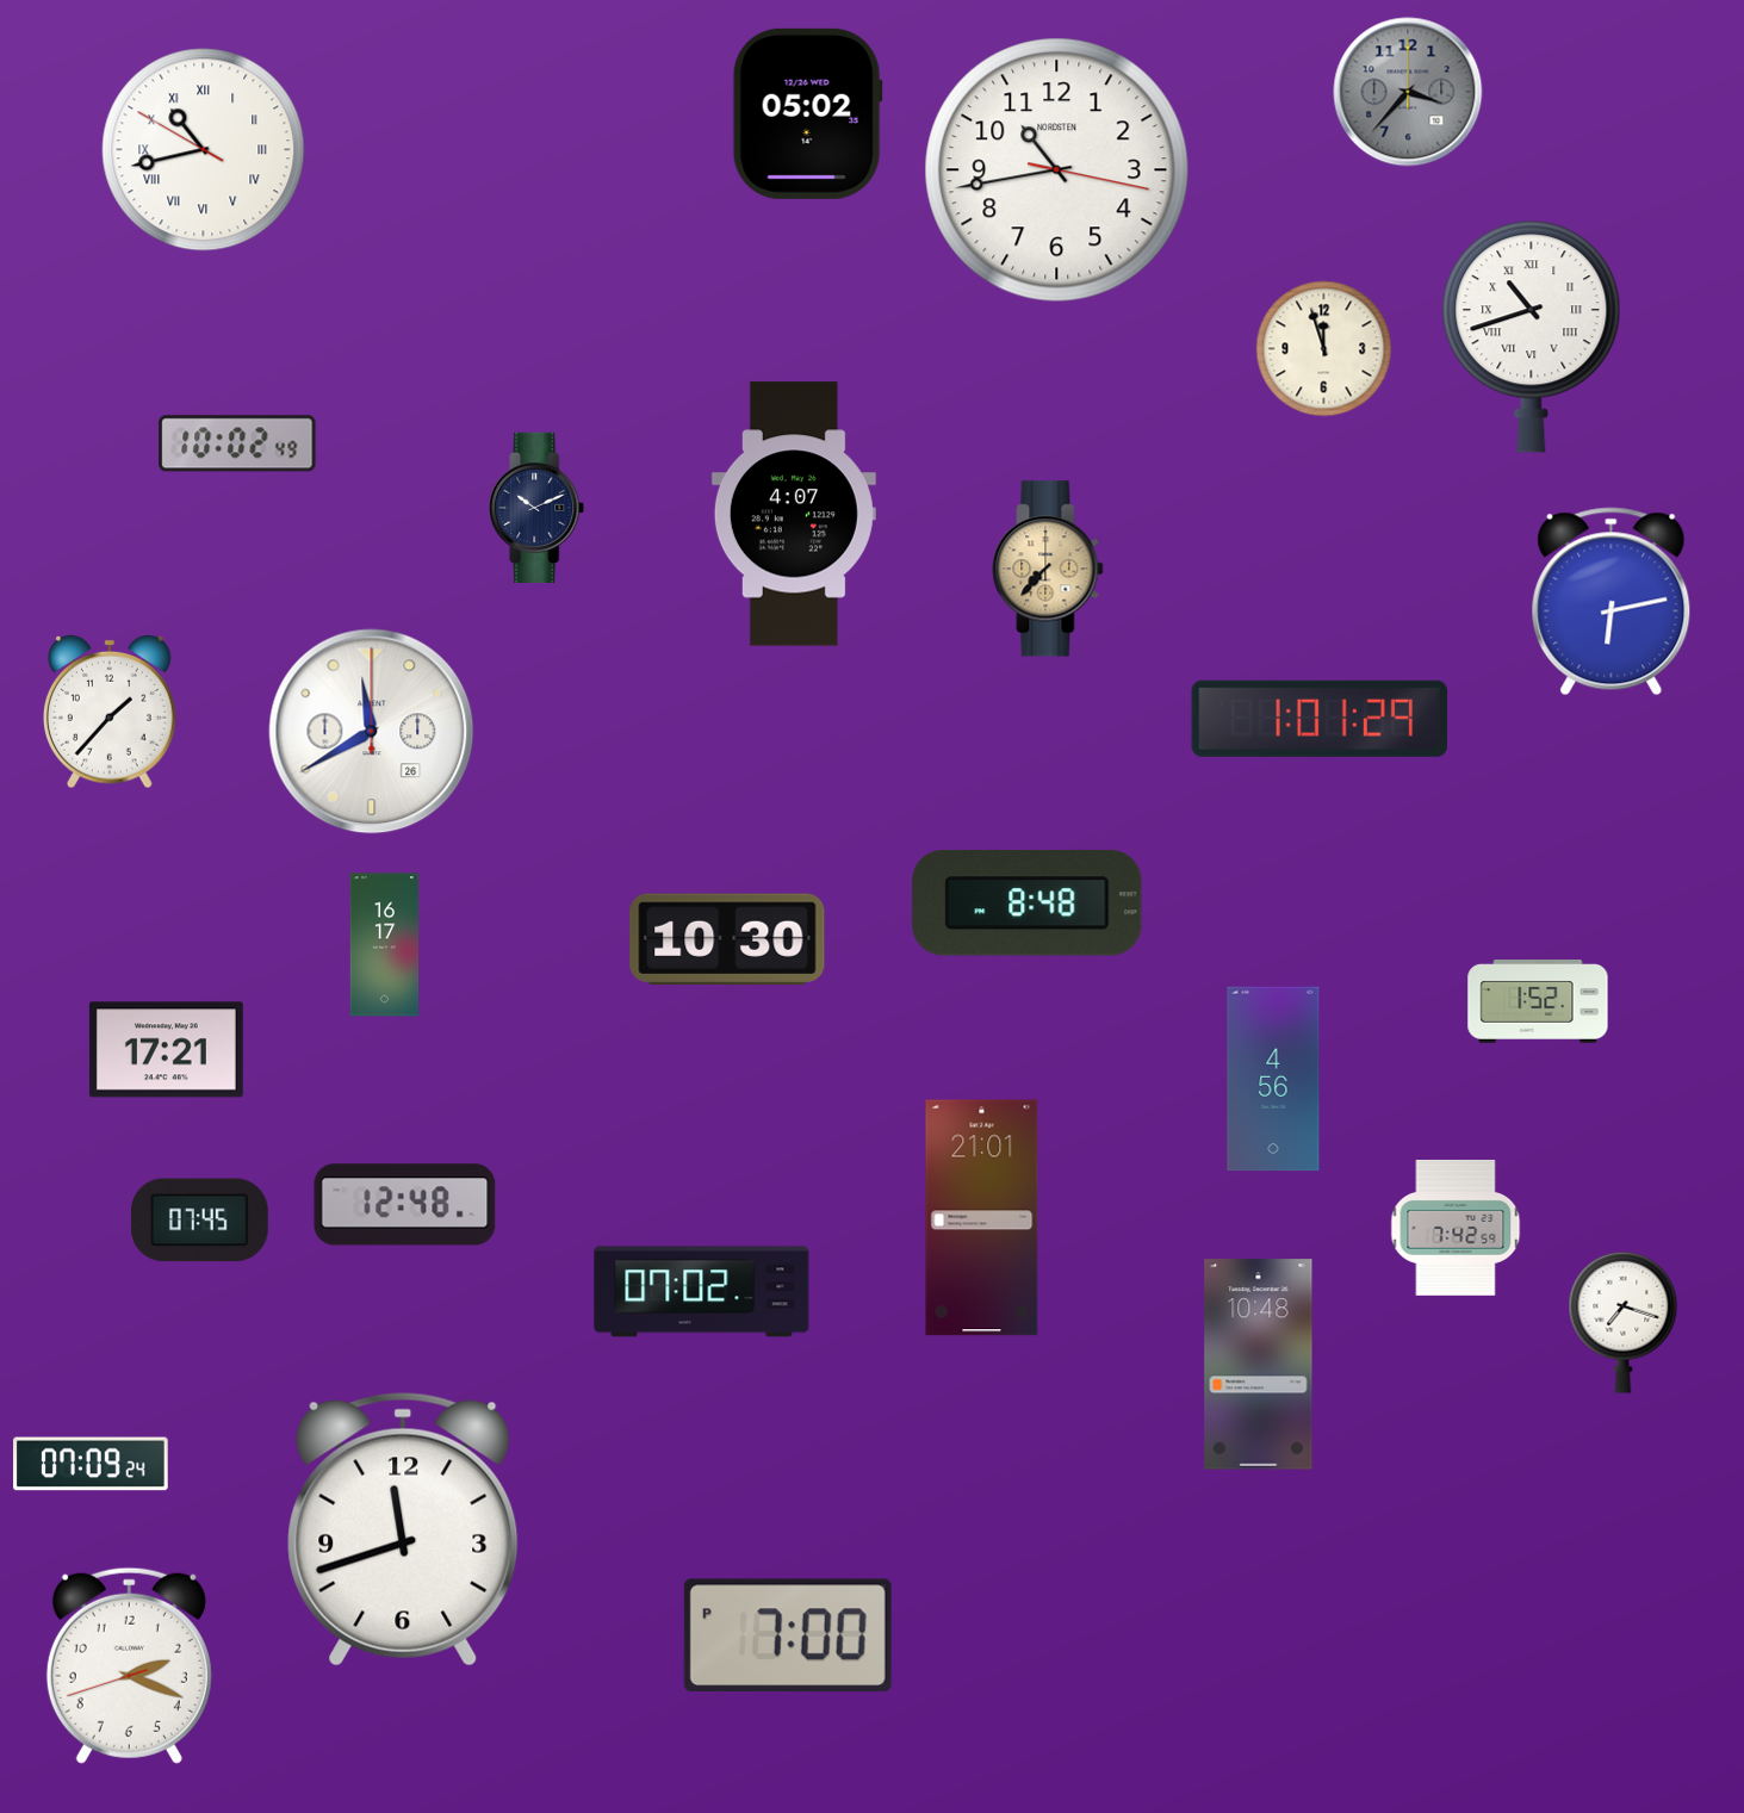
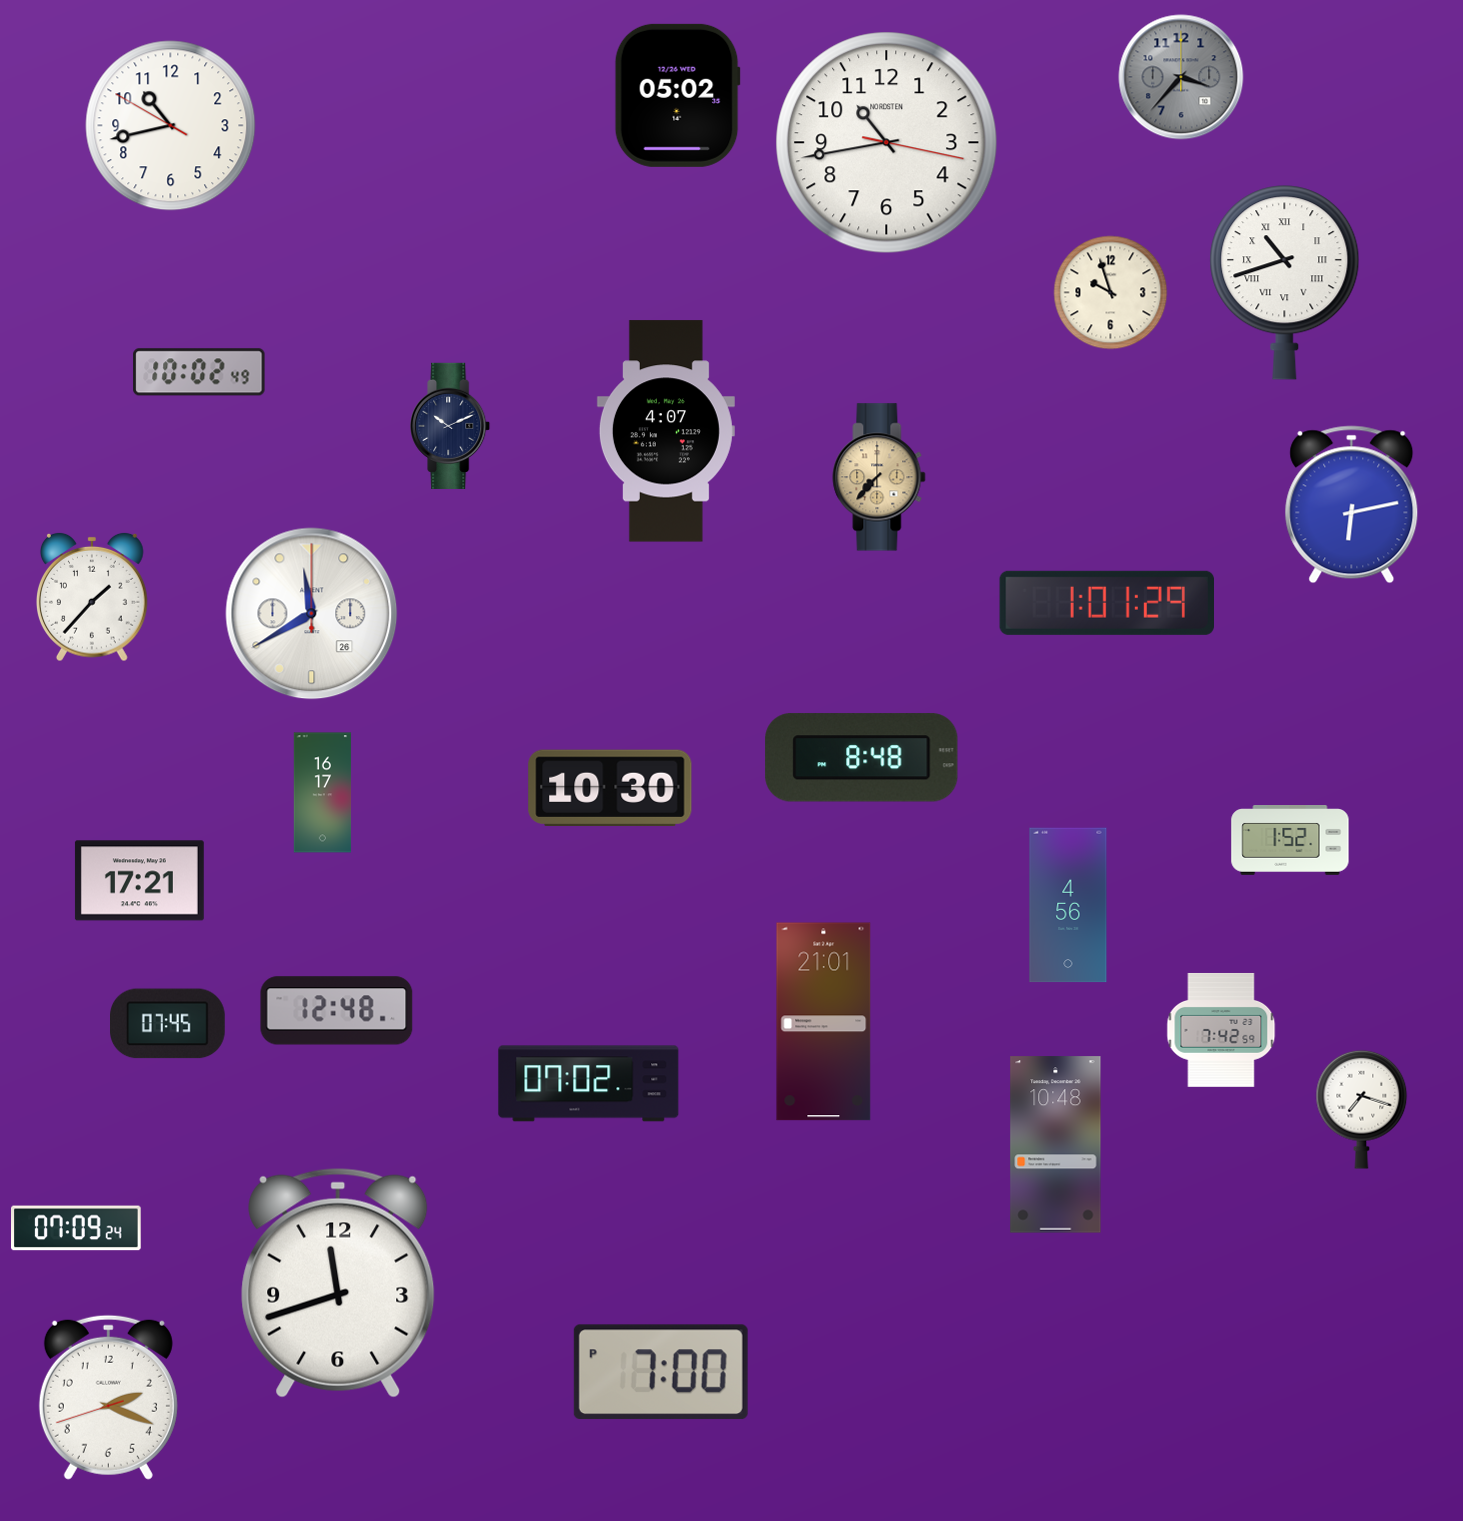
clock at (204, 150) numerals: Roman -> Arabic
clock at (1324, 349): 11:57 -> 9:57
clock at (405, 1205) position: (405, 1205) -> (337, 1011)
